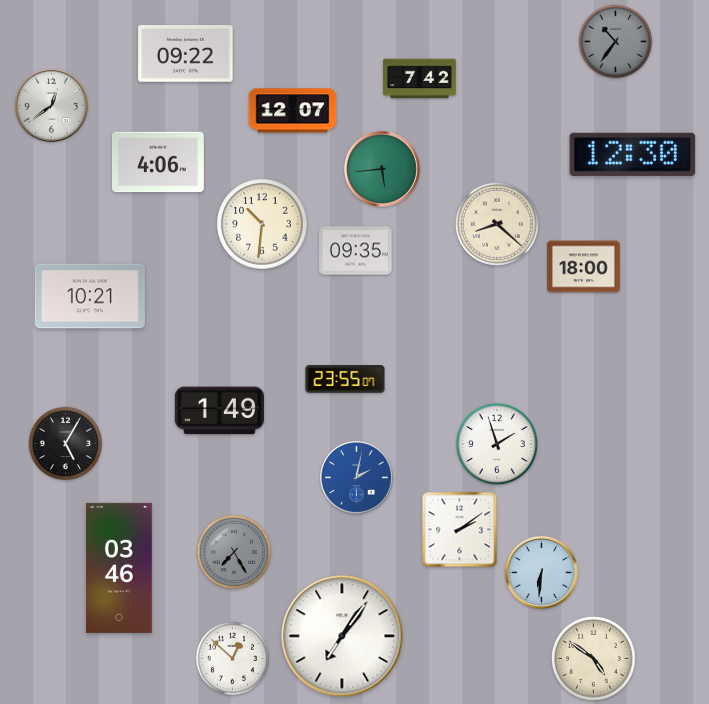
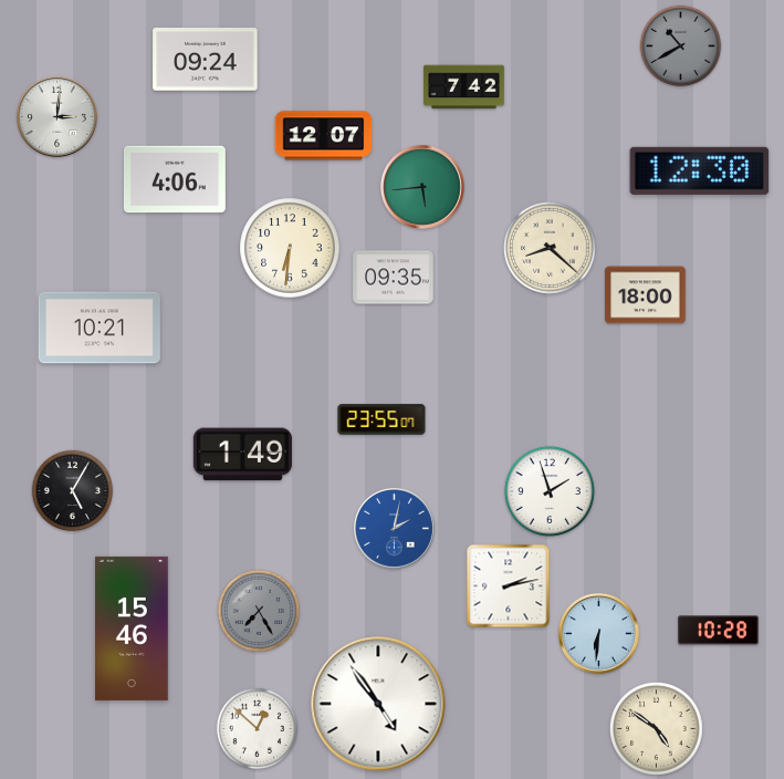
clock at (616, 42): 10:36 -> 10:40
clock at (186, 54): 09:22 -> 09:24
clock at (51, 105): 12:39 -> 3:01
clock at (293, 111) position: (293, 111) -> (324, 136)
clock at (262, 224): 10:31 -> 6:31
clock at (460, 530): 2:09 -> 2:13
clock at (120, 568): 03:46 -> 15:46
clock at (719, 631): none -> 10:28
clock at (342, 636): 7:06 -> 4:54
